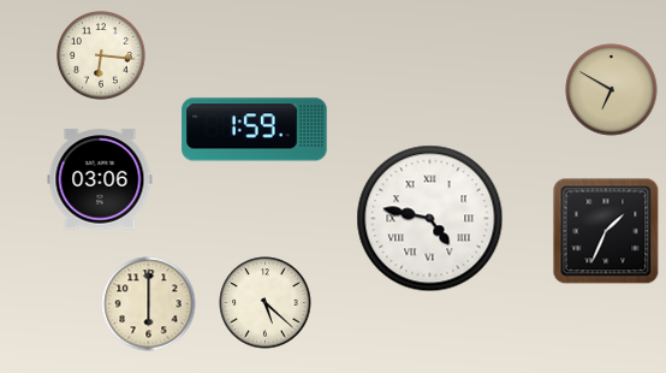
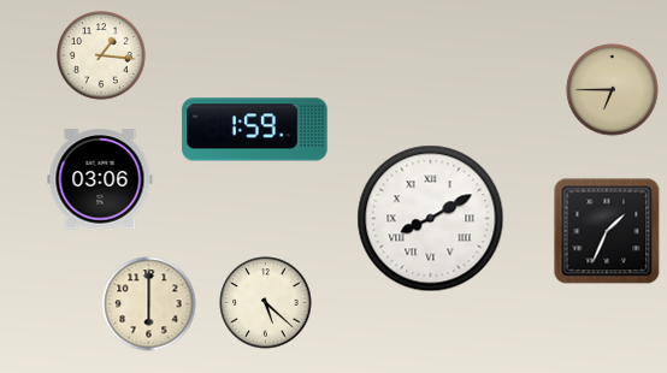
clock at (101, 55): 6:16 -> 1:16
clock at (612, 90): 6:50 -> 6:45
clock at (430, 219): 4:47 -> 8:10
